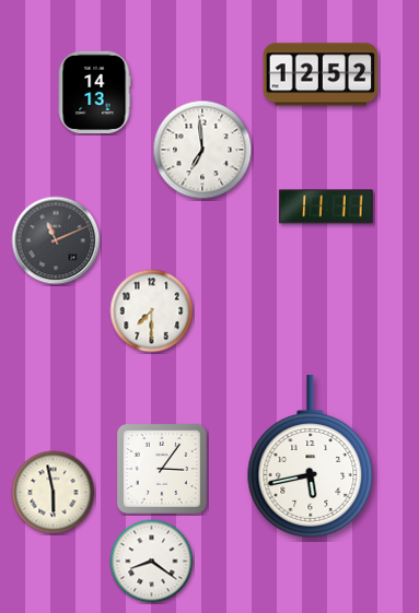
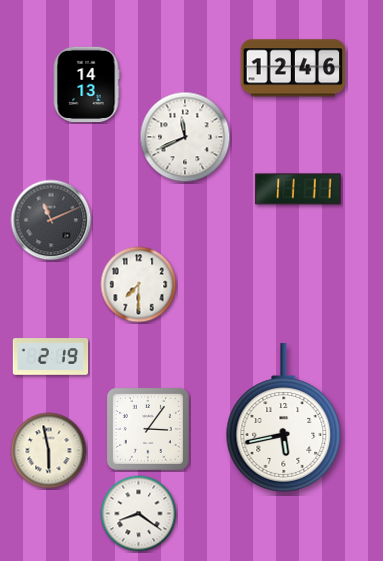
clock at (321, 74): 12:52 -> 12:46
clock at (202, 150): 6:59 -> 11:41
clock at (51, 357): none -> 2:19
